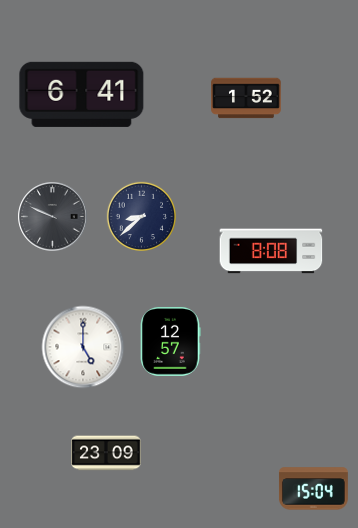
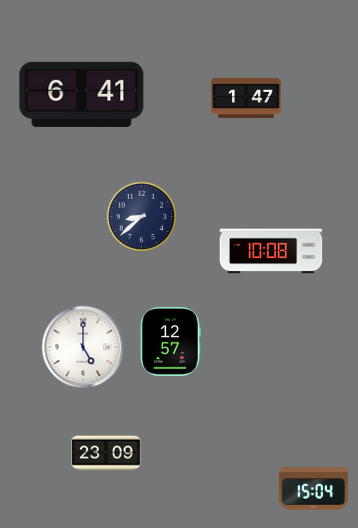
clock at (246, 98): 1:52 -> 1:47
clock at (53, 217): 9:49 -> none
clock at (271, 251): 8:08 -> 10:08
